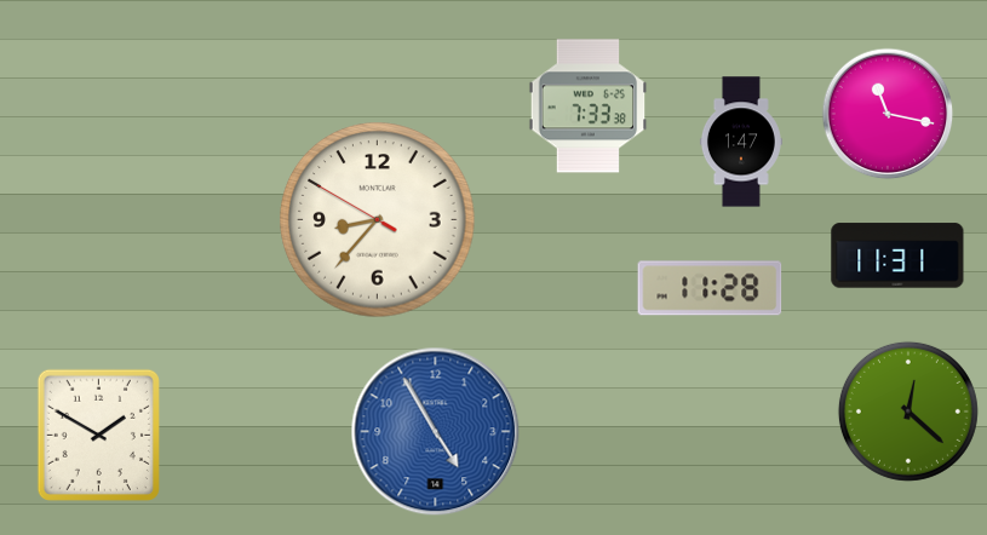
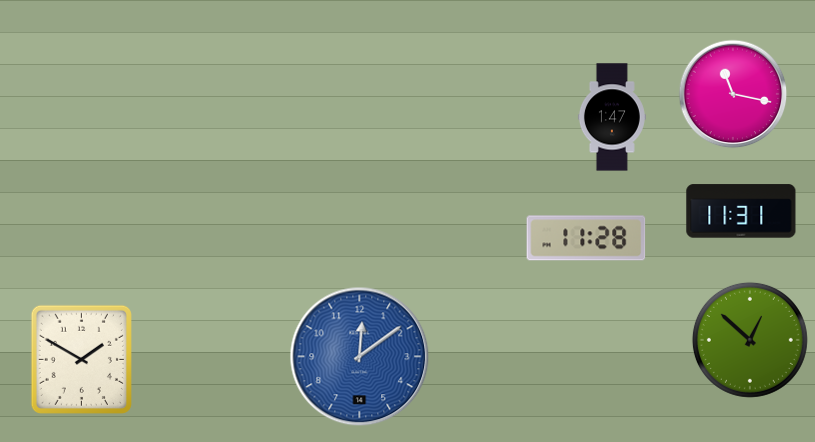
clock at (589, 107): 7:33 -> none
clock at (378, 220): 8:36 -> none
clock at (908, 412): 12:22 -> 12:52
clock at (436, 432): 4:55 -> 12:09
